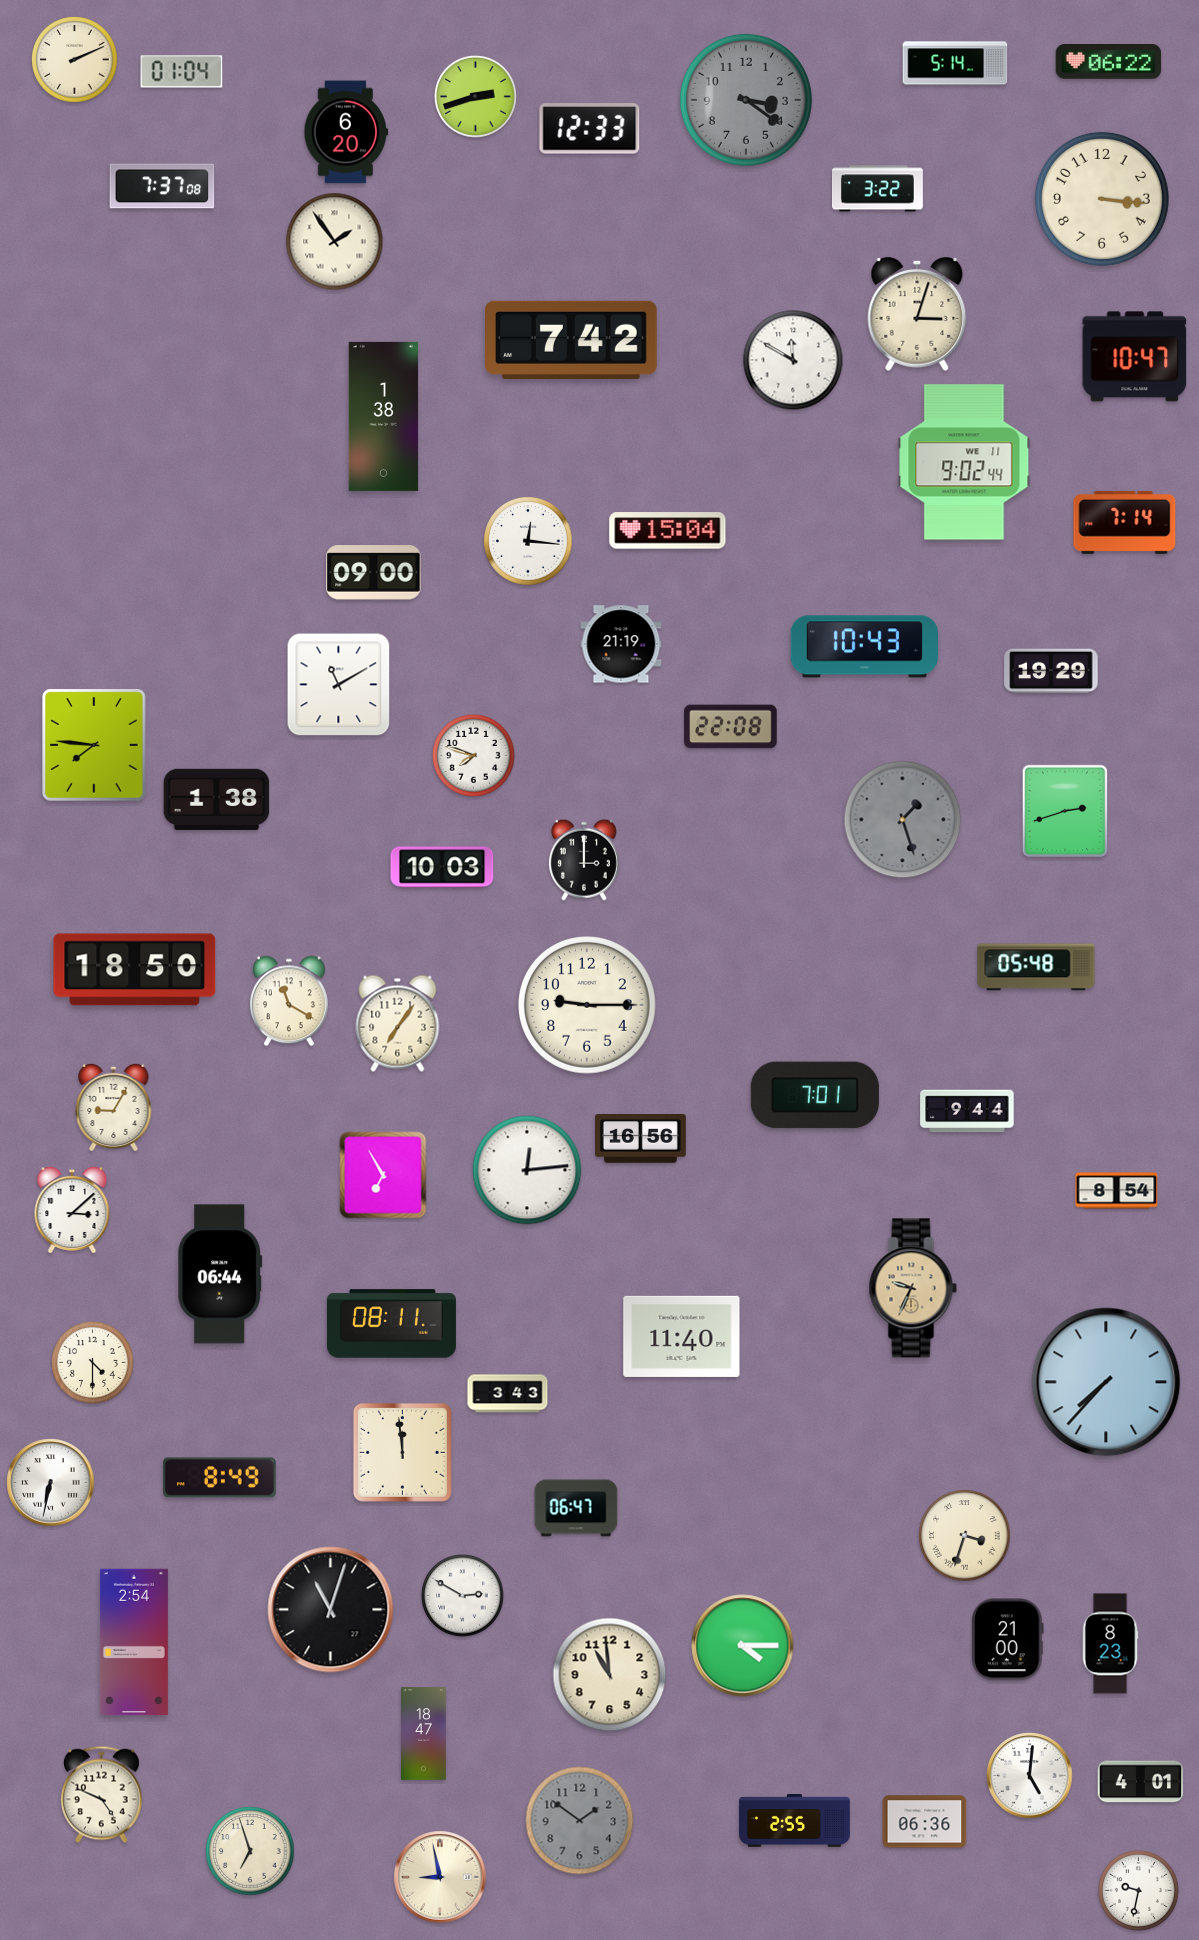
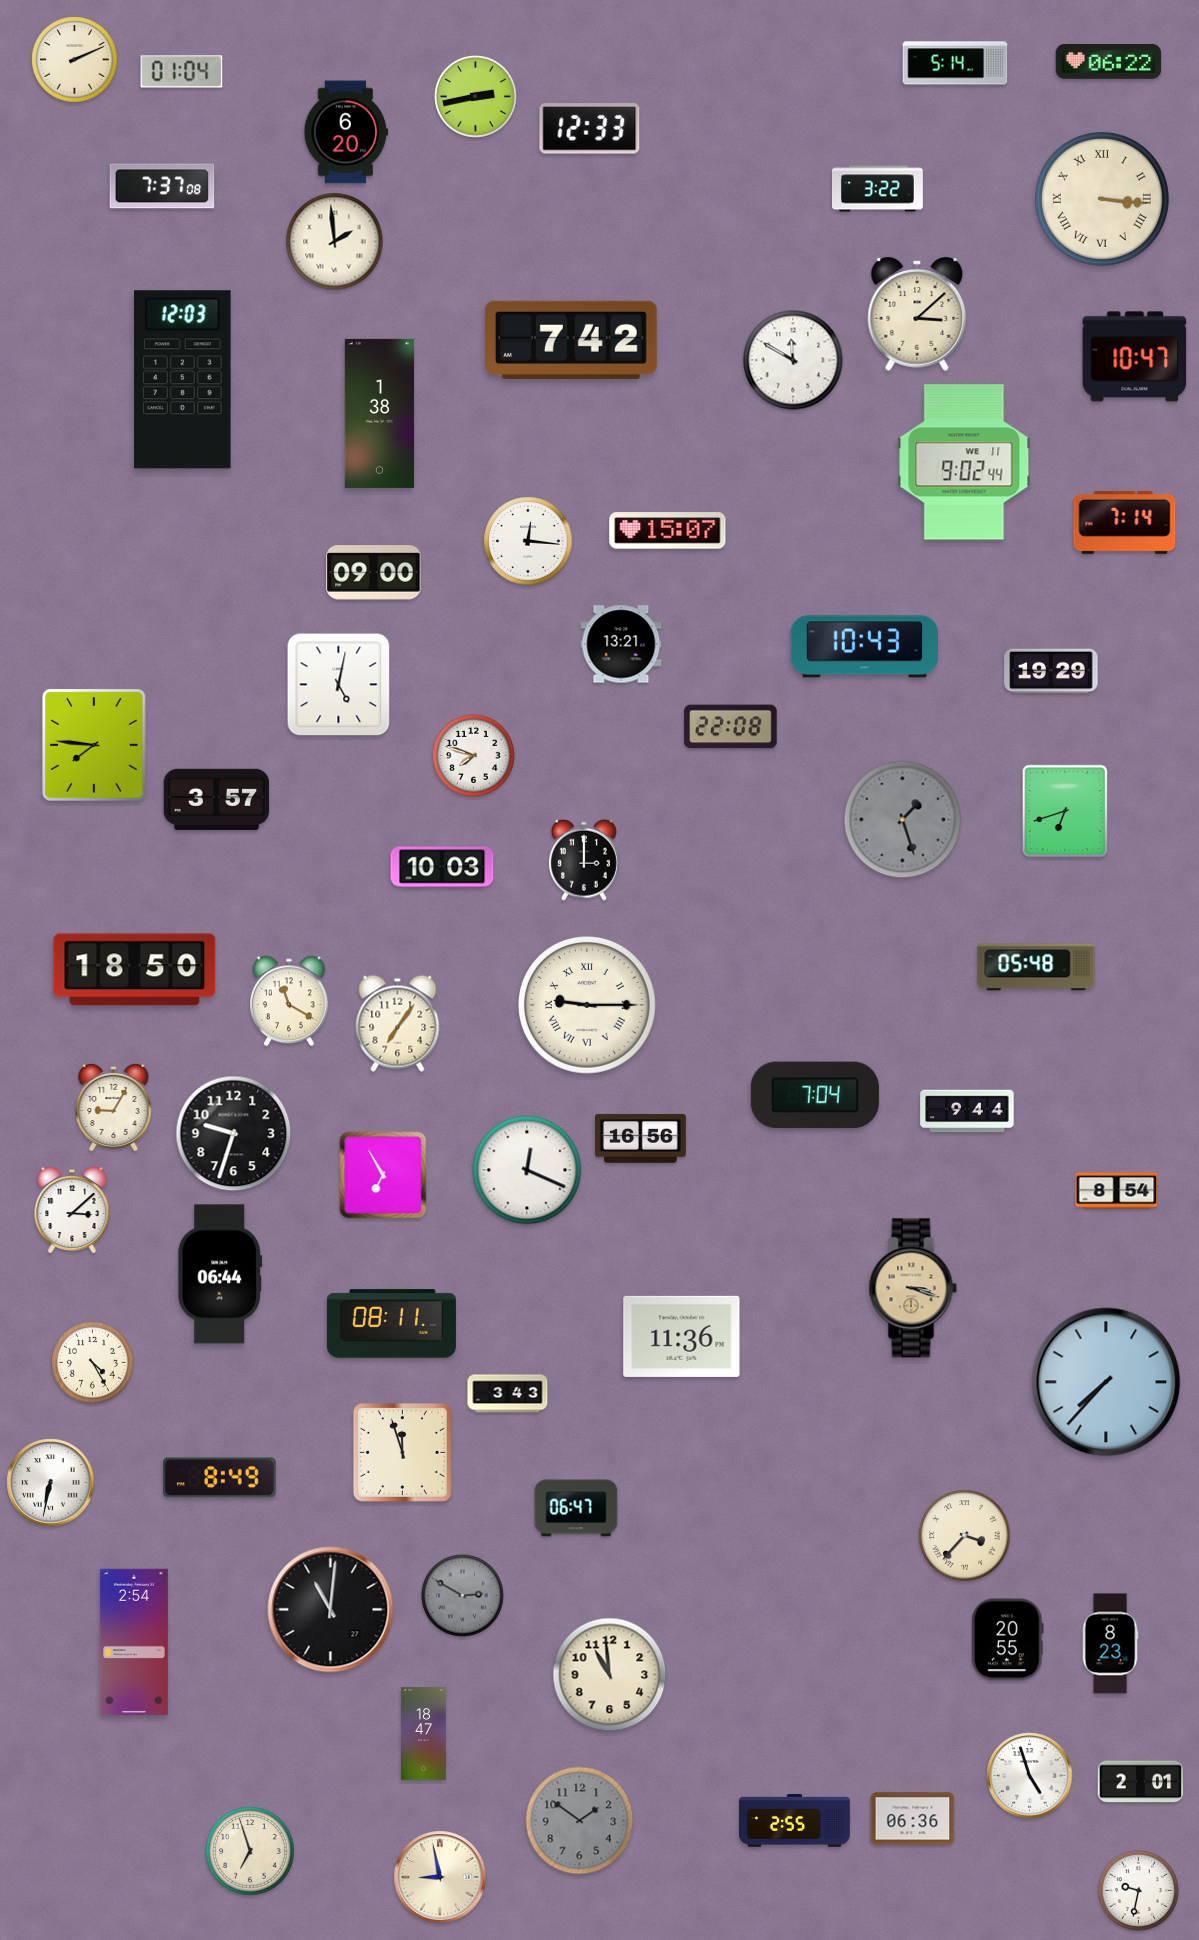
clock at (476, 97): 2:42 -> 2:43
clock at (746, 100): 3:21 -> none
clock at (1102, 199) numerals: Arabic -> Roman
clock at (335, 242): 1:54 -> 1:59
clock at (917, 314): 3:03 -> 3:08
clock at (183, 380): none -> 12:03
clock at (384, 416) position: (384, 416) -> (380, 413)
clock at (668, 531): 15:04 -> 15:07
clock at (621, 644): 21:19 -> 13:21
clock at (339, 685): 11:10 -> 5:02
clock at (217, 799): 1:38 -> 3:57
clock at (1064, 810): 2:42 -> 6:42
clock at (588, 1006) numerals: Arabic -> Roman
clock at (815, 1095): 7:01 -> 7:04
clock at (234, 1134): none -> 9:33
clock at (527, 1170): 12:14 -> 12:19
clock at (913, 1288): 9:34 -> 3:18
clock at (682, 1336): 11:40 -> 11:36
clock at (93, 1363): 4:30 -> 4:25
clock at (402, 1452): 11:59 -> 11:57
clock at (965, 1536): 3:33 -> 3:37
clock at (463, 1596) dial: white -> grey
clock at (331, 1610): 11:03 -> 11:01
clock at (1008, 1640): 21:00 -> 20:55
clock at (743, 1646): 4:15 -> none
clock at (1030, 1776): 5:01 -> 4:57
clock at (1141, 1782): 4:01 -> 2:01
clock at (102, 1795): 4:49 -> none
clock at (925, 1822) position: (925, 1822) -> (913, 1819)
